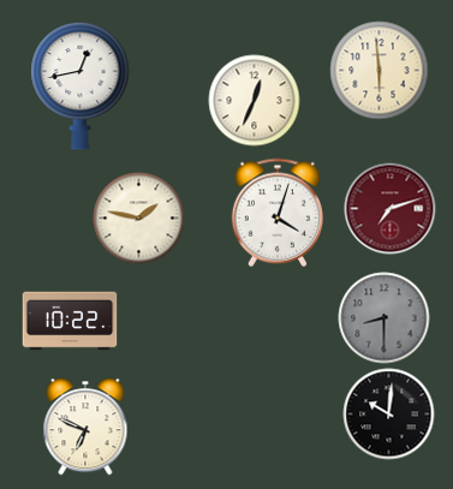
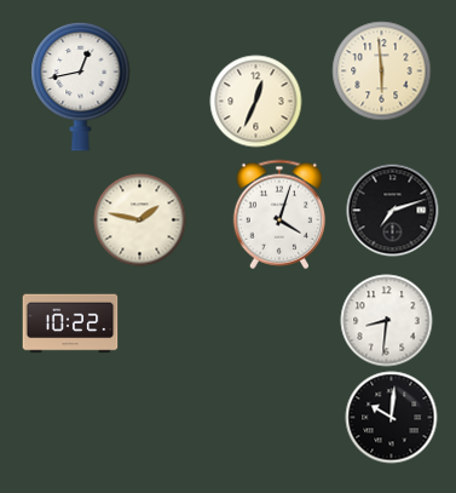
clock at (391, 209) dial: burgundy -> black
clock at (385, 318): 8:30 -> 8:31
clock at (385, 318) dial: grey -> white
clock at (85, 427): 6:49 -> none
